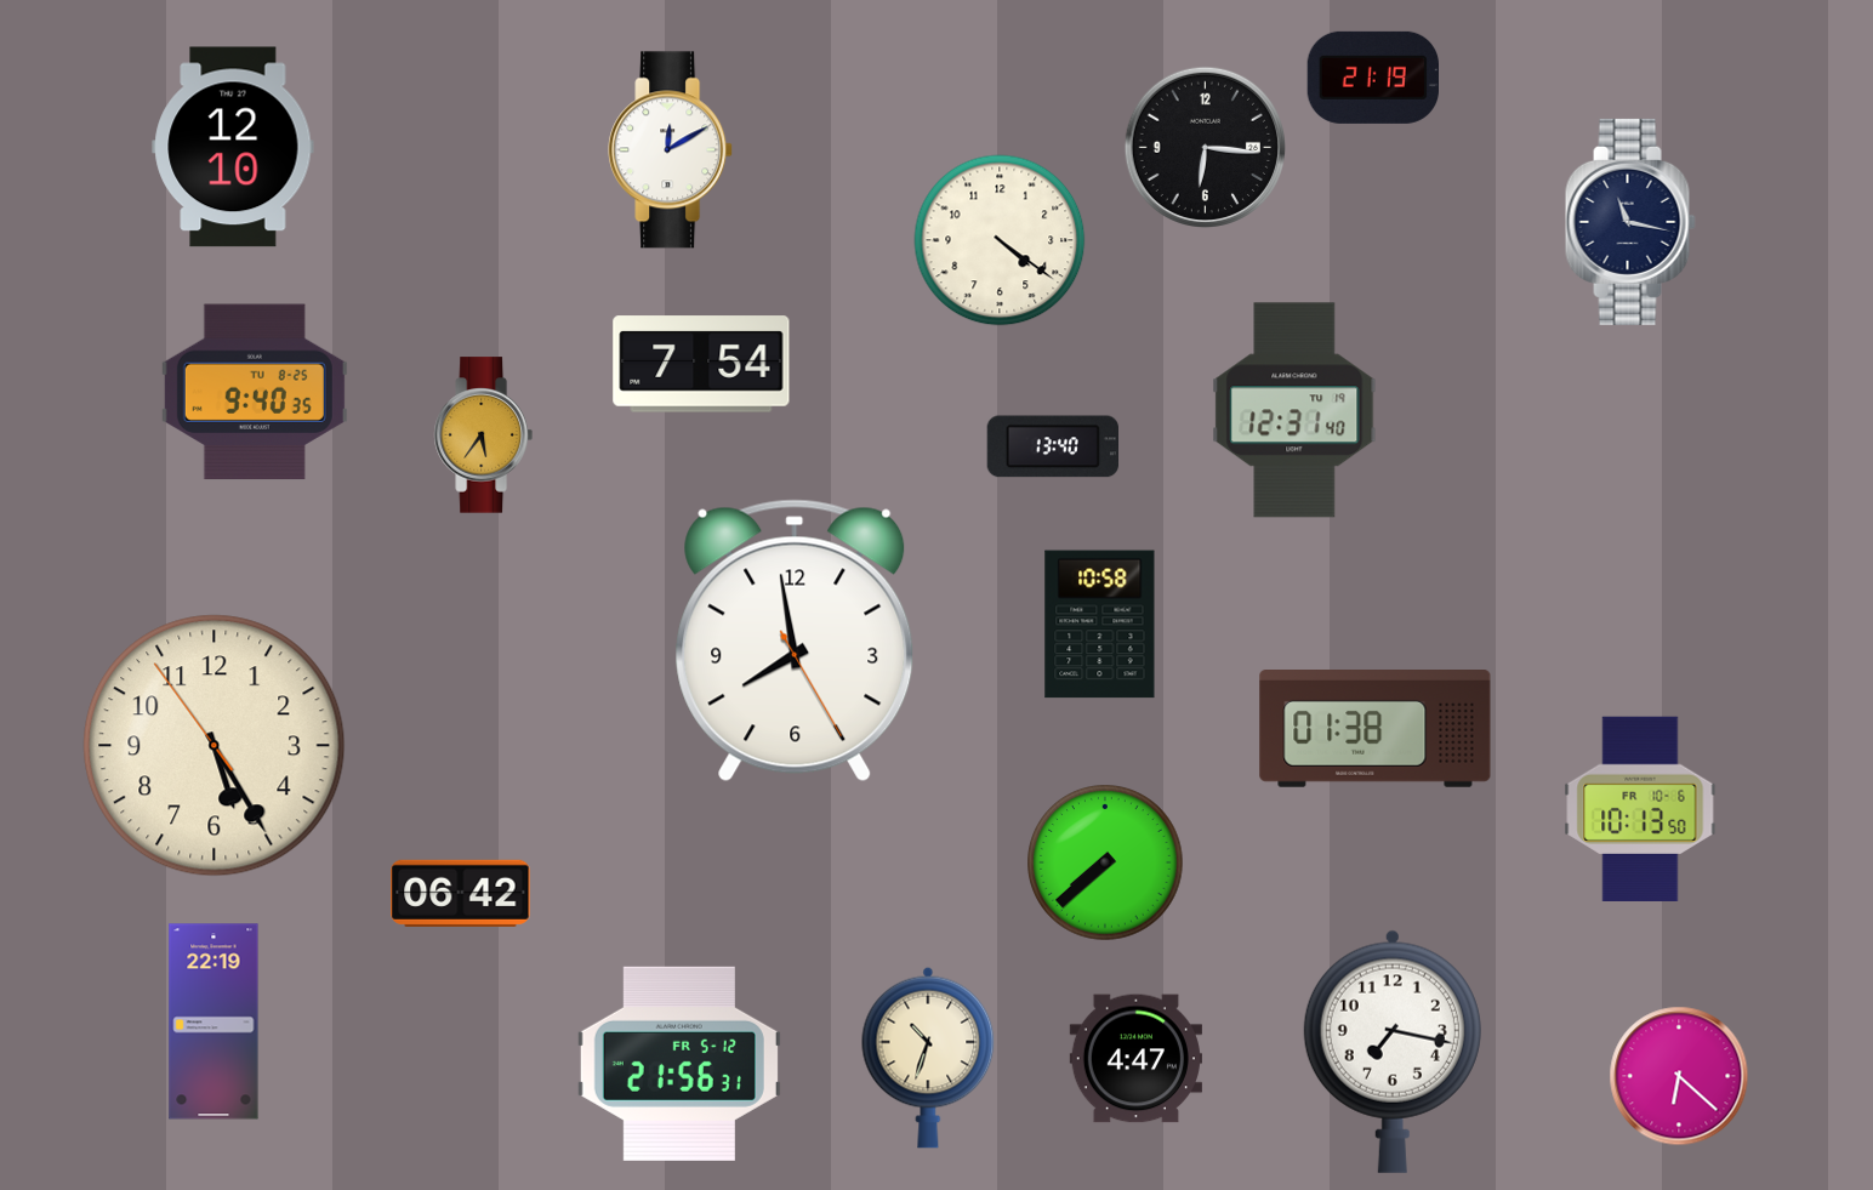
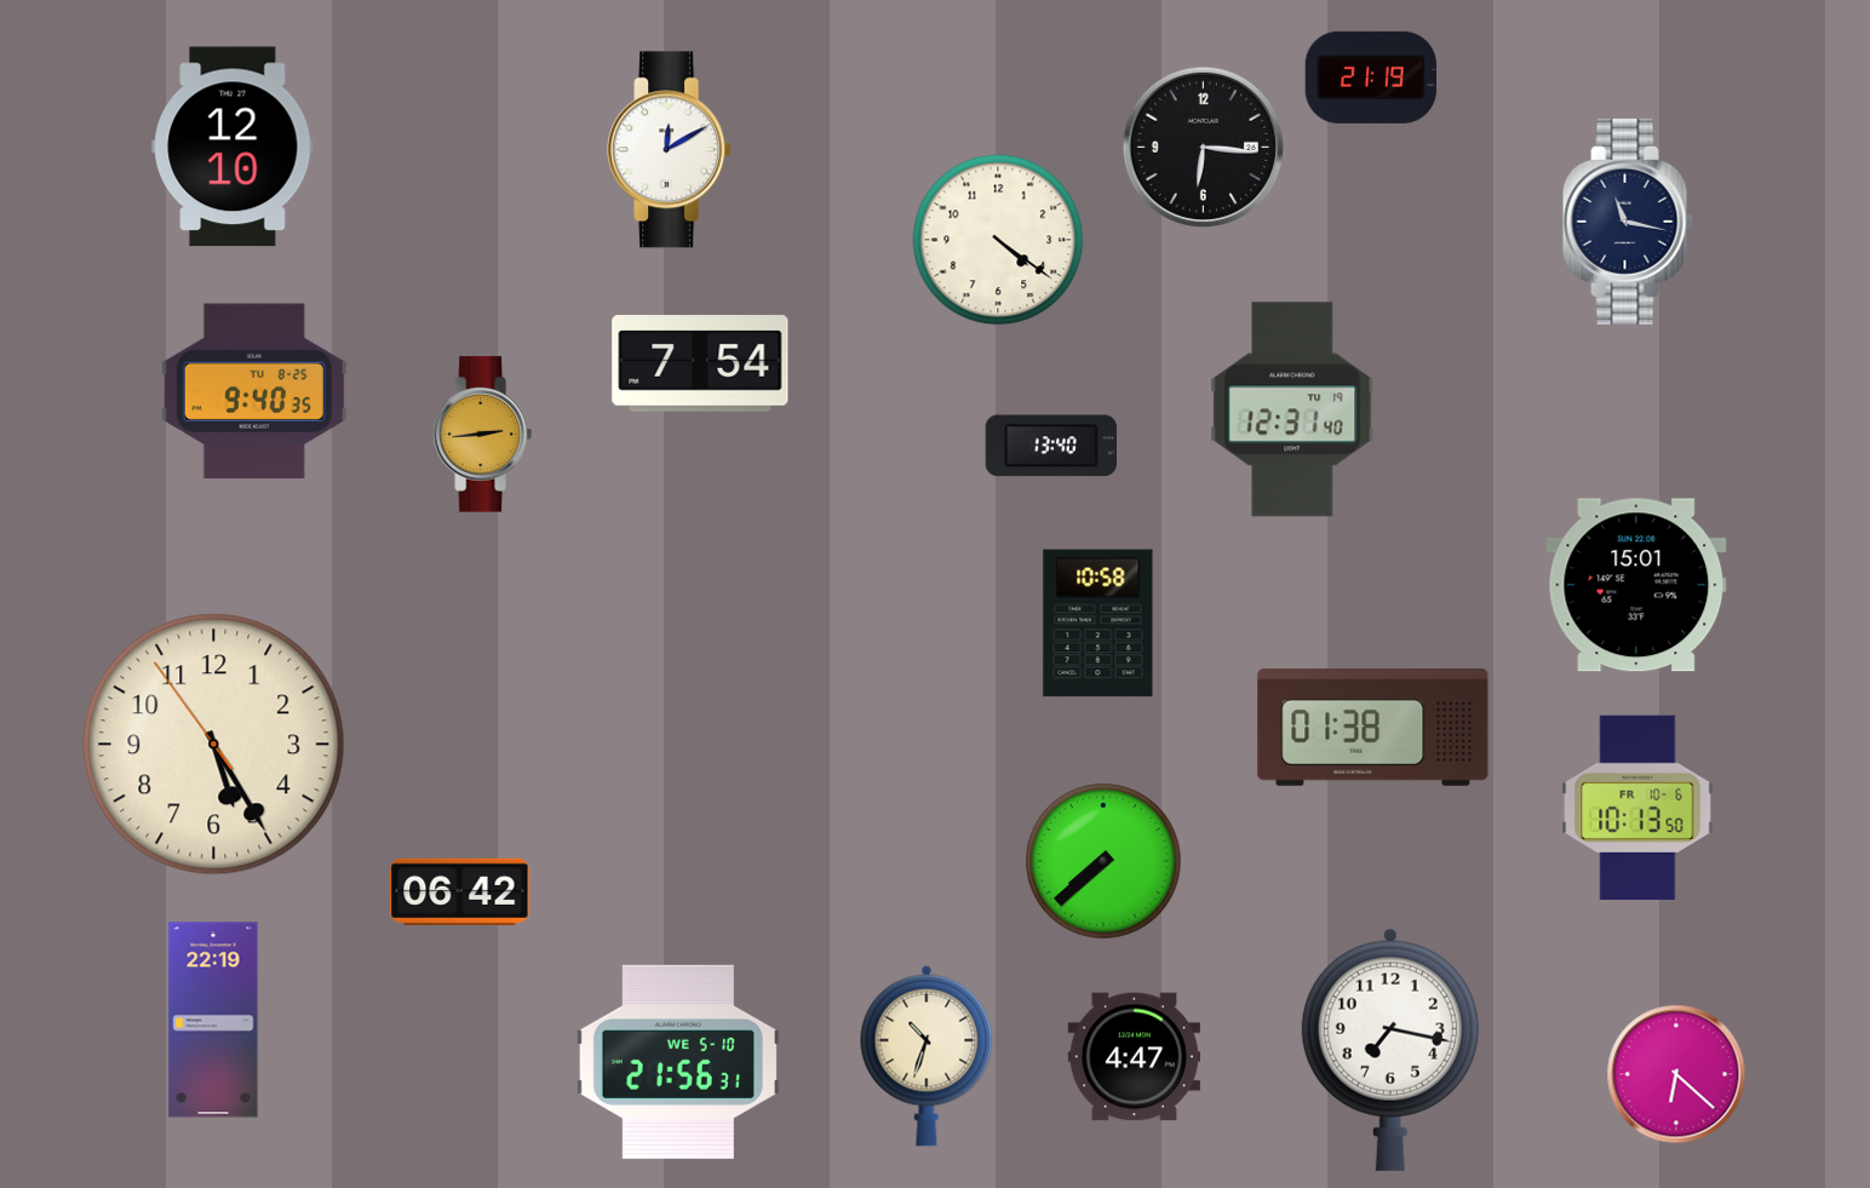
clock at (483, 435): 5:36 -> 2:44
clock at (1636, 585): none -> 15:01
clock at (795, 640): 7:58 -> none
clock at (679, 1064) date: FR 5-12 -> WE 5-10
